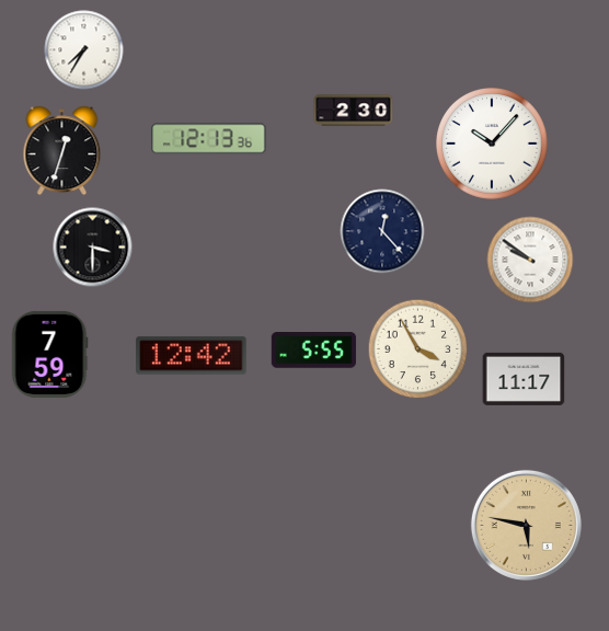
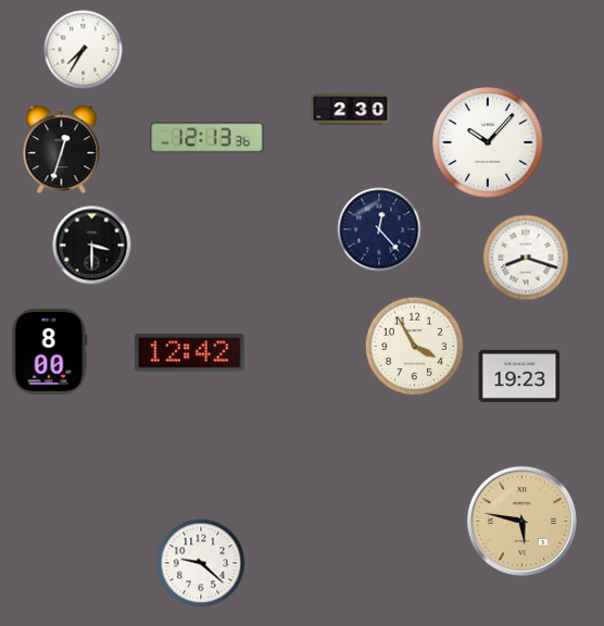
clock at (530, 260): 9:51 -> 8:18
clock at (313, 351): 5:55 -> none
clock at (50, 354): 7:59 -> 8:00
clock at (524, 379): 11:17 -> 19:23
clock at (201, 563): none -> 9:22
